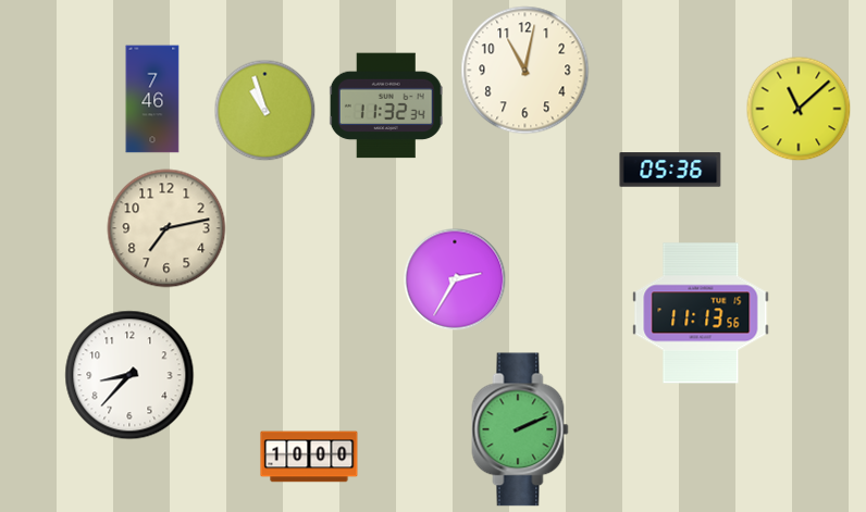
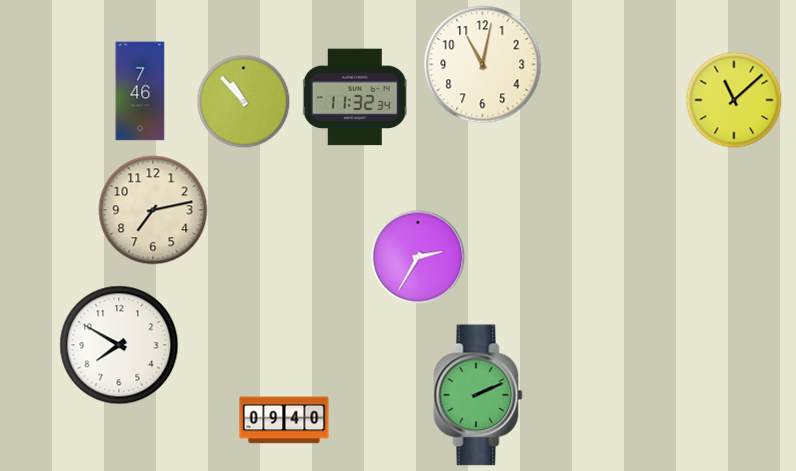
clock at (264, 110): 10:57 -> 10:53
clock at (670, 170): 05:36 -> none
clock at (701, 313): 11:13 -> none
clock at (129, 375): 8:37 -> 7:50
clock at (309, 457): 10:00 -> 09:40
